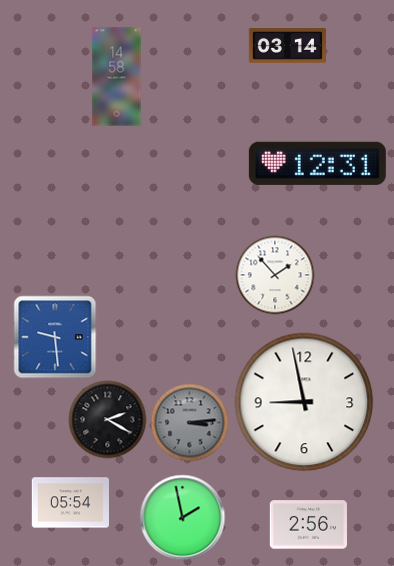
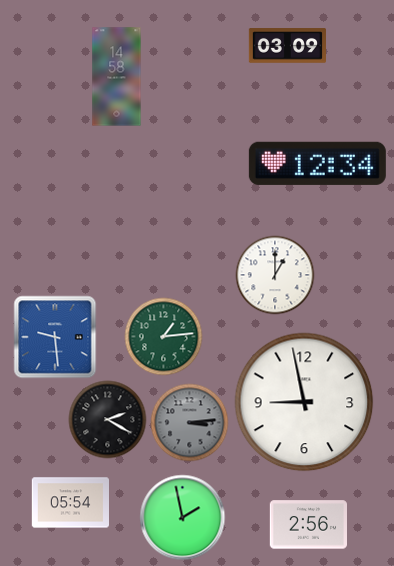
clock at (287, 46): 03:14 -> 03:09
clock at (317, 163): 12:31 -> 12:34
clock at (275, 275): 1:53 -> 1:00
clock at (163, 336): none -> 1:14
